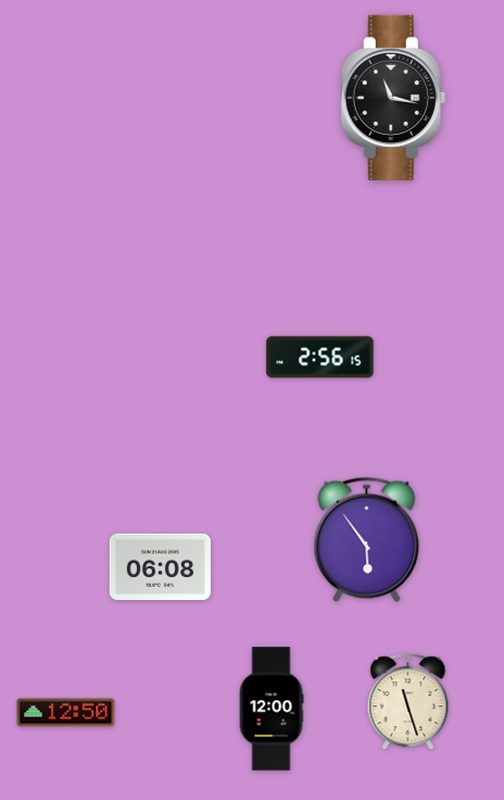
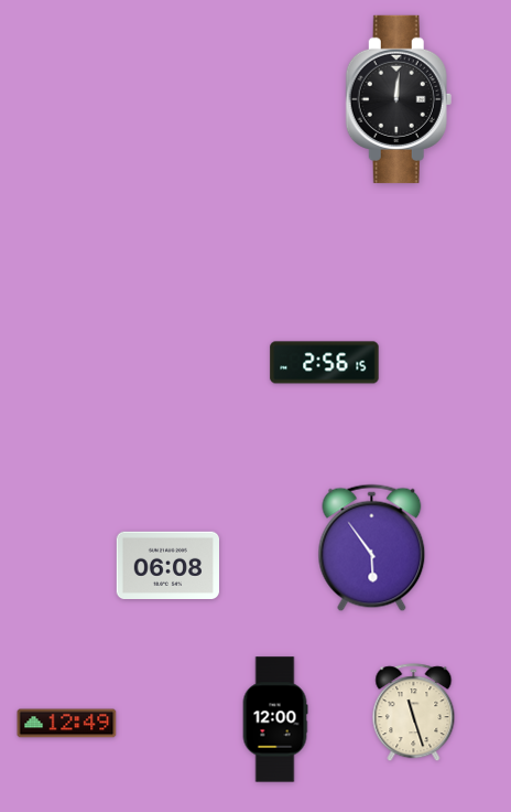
clock at (393, 98): 11:17 -> 12:01
clock at (160, 567) position: (160, 567) -> (167, 566)
clock at (66, 713): 12:50 -> 12:49
